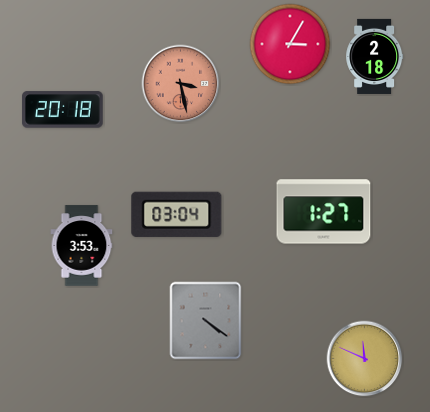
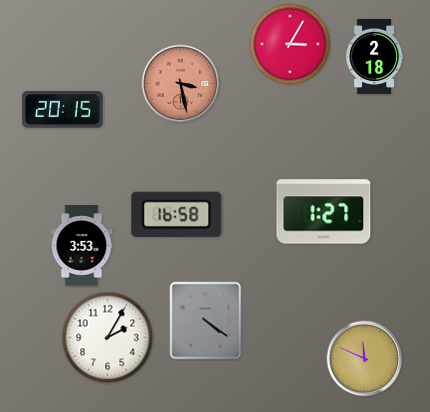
clock at (63, 110): 20:18 -> 20:15
clock at (177, 214): 03:04 -> 16:58
clock at (108, 338): none -> 2:05
